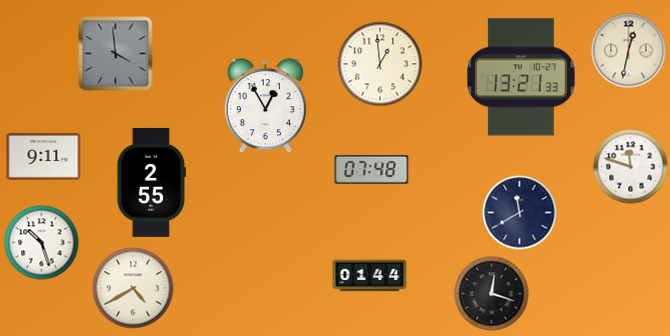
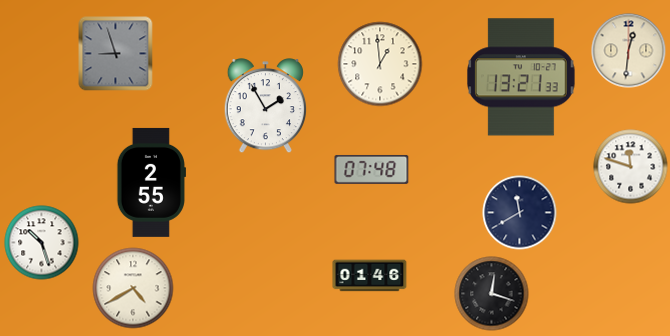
clock at (629, 51): 12:32 -> 12:31
clock at (116, 54): 3:59 -> 8:57
clock at (265, 106): 12:55 -> 1:55
clock at (44, 157): 9:11 -> none
clock at (370, 276): 01:44 -> 01:46
